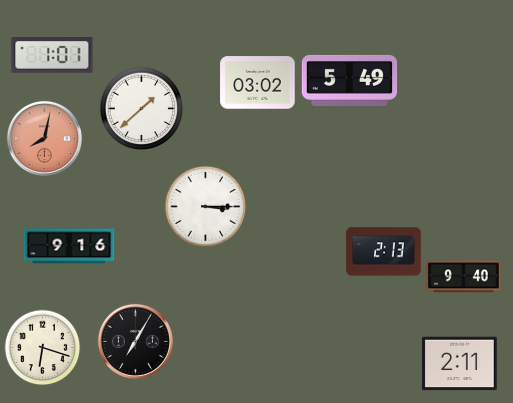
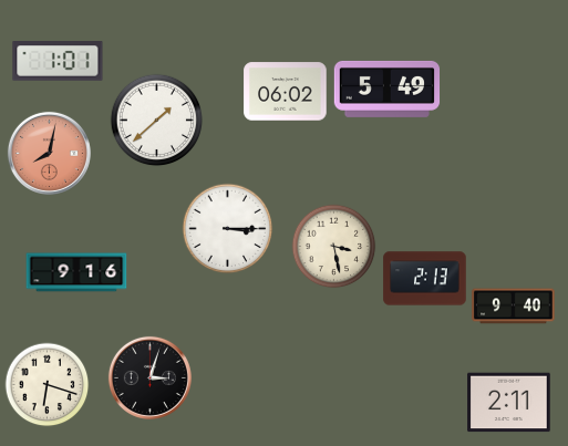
clock at (258, 83): 03:02 -> 06:02
clock at (334, 247): none -> 3:28
clock at (135, 341): 7:05 -> 3:03
